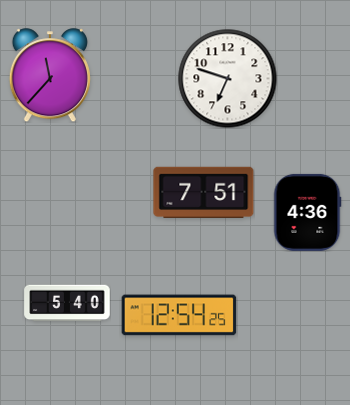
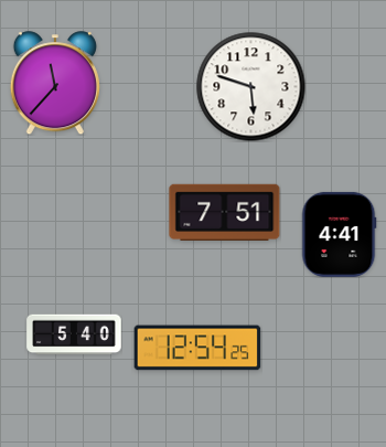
clock at (228, 79): 6:48 -> 5:48
clock at (307, 212): 4:36 -> 4:41
